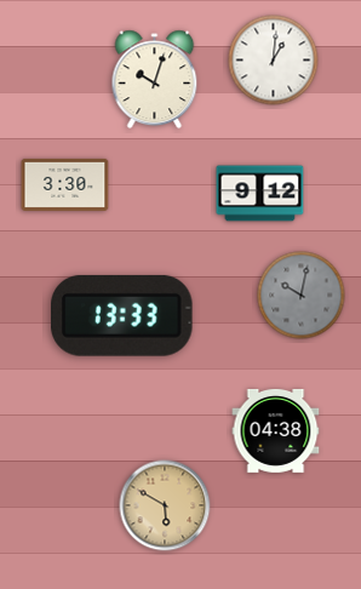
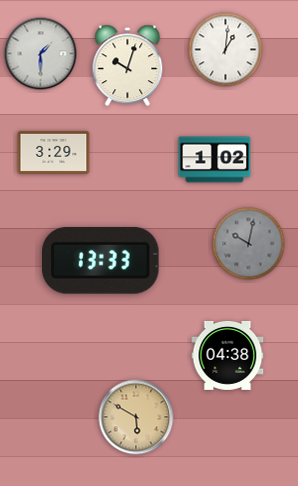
clock at (41, 54): none -> 1:30
clock at (65, 184): 3:30 -> 3:29
clock at (260, 194): 9:12 -> 1:02
